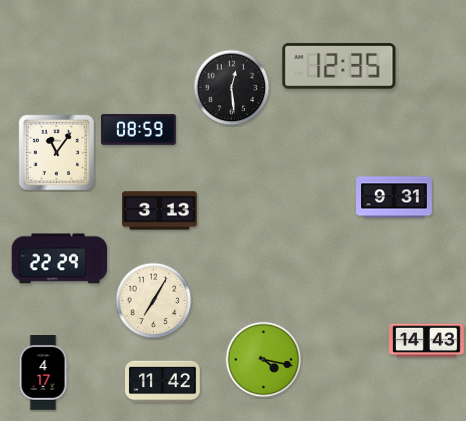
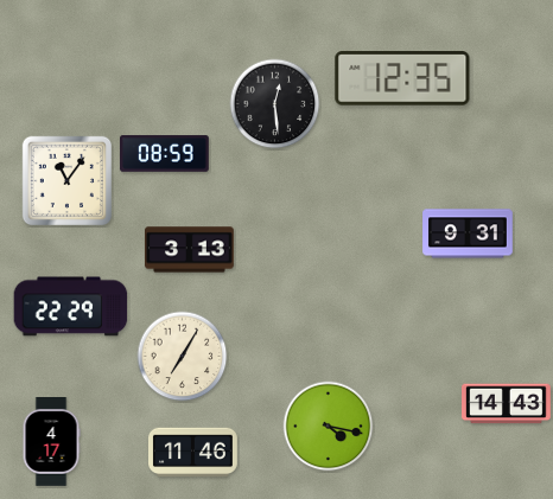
clock at (264, 360) position: (264, 360) -> (329, 427)
clock at (163, 382): 11:42 -> 11:46
